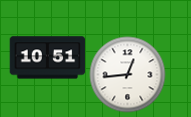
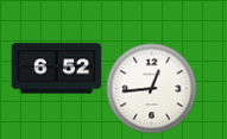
clock at (48, 58): 10:51 -> 6:52
